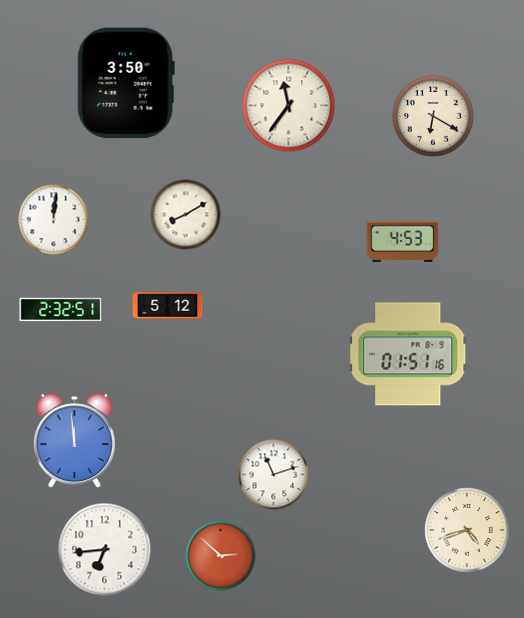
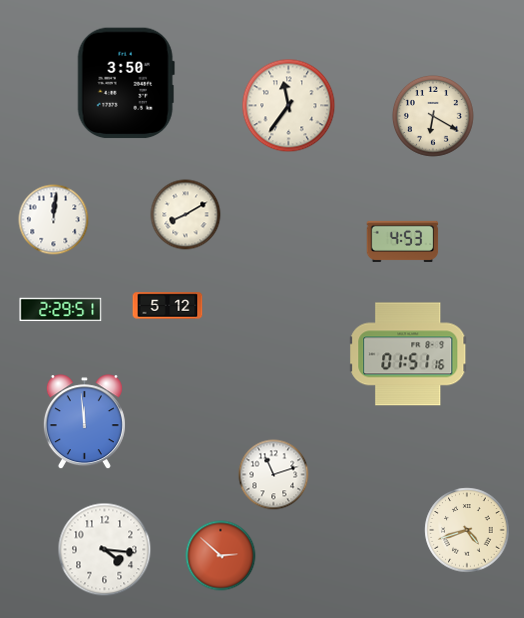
clock at (61, 310): 2:32 -> 2:29
clock at (74, 441) position: (74, 441) -> (84, 422)
clock at (105, 550): 6:44 -> 4:16
